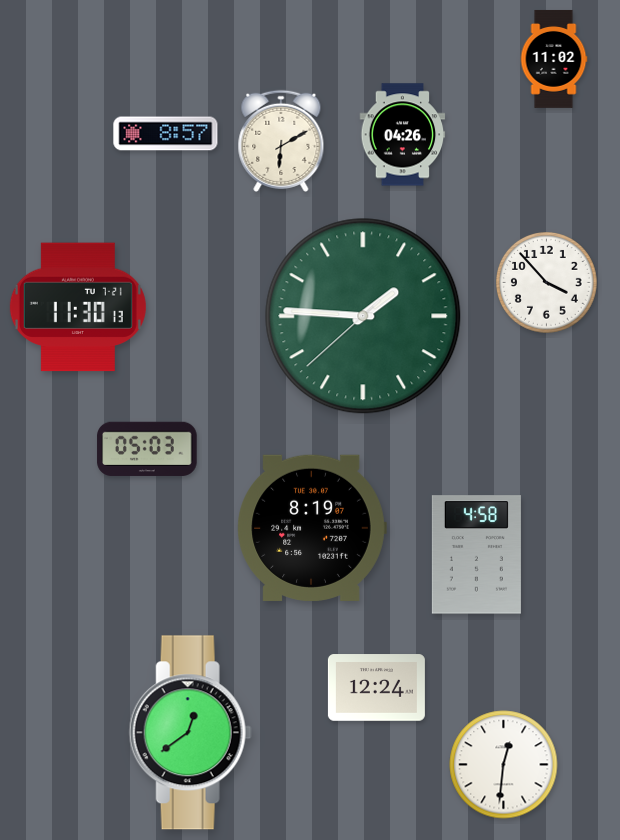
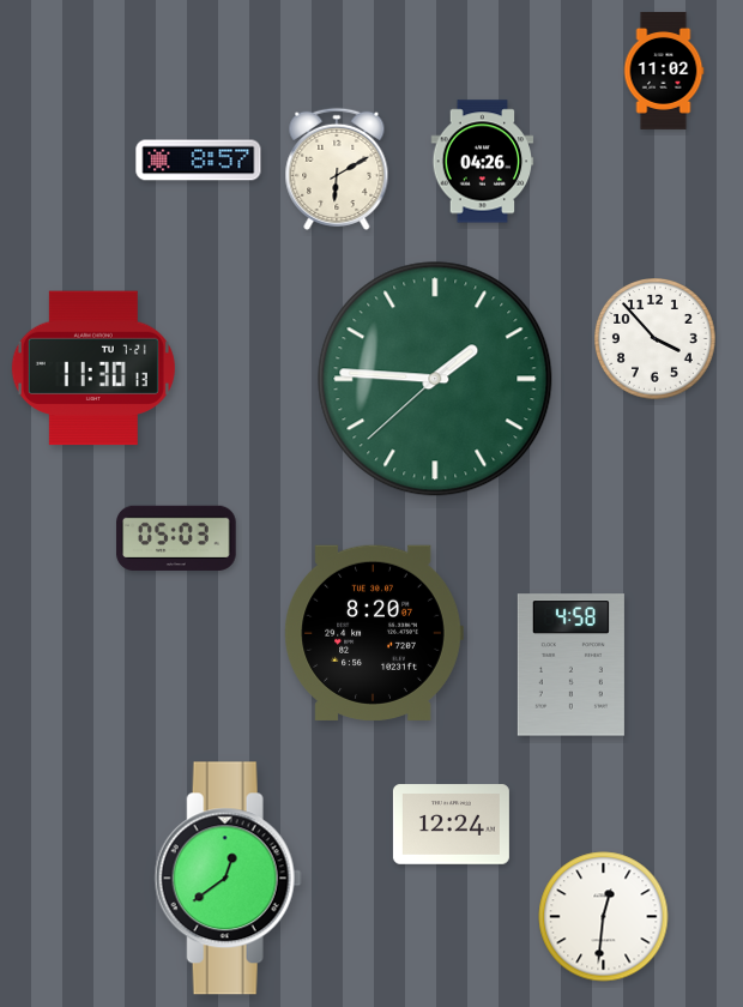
clock at (312, 528): 8:19 -> 8:20
